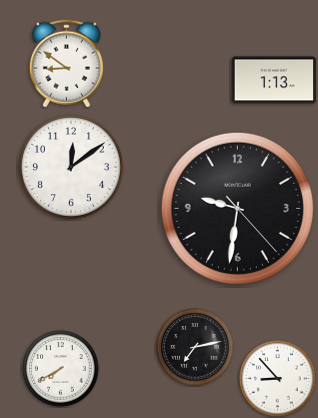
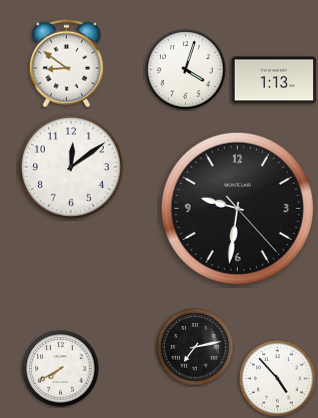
clock at (186, 70): none -> 4:03
clock at (278, 379): 8:53 -> 4:53
